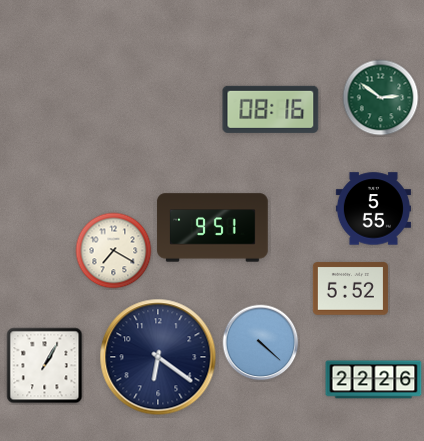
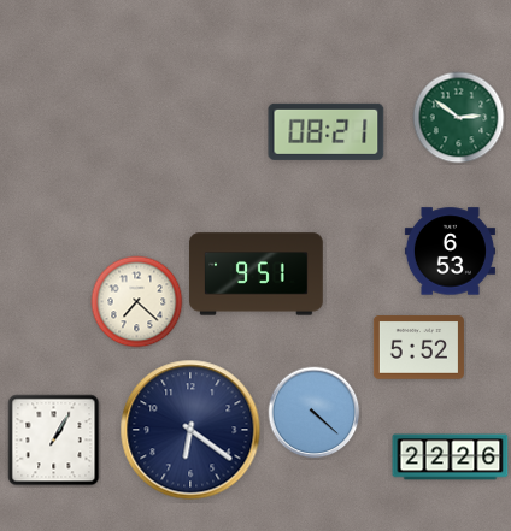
clock at (271, 109): 08:16 -> 08:21
clock at (373, 209): 5:55 -> 6:53
clock at (114, 251): 7:20 -> 7:22
clock at (350, 289) position: (350, 289) -> (418, 348)
